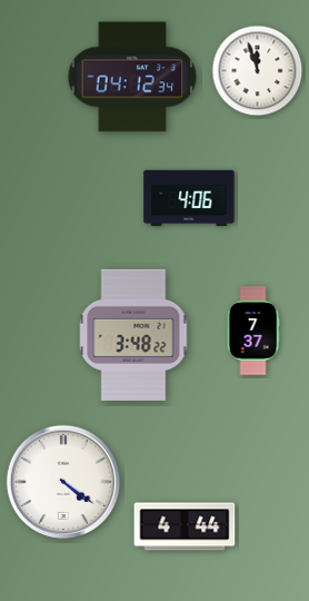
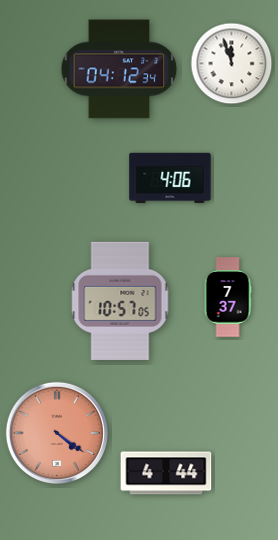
clock at (133, 335): 3:48 -> 10:57
clock at (62, 481) dial: white -> salmon
